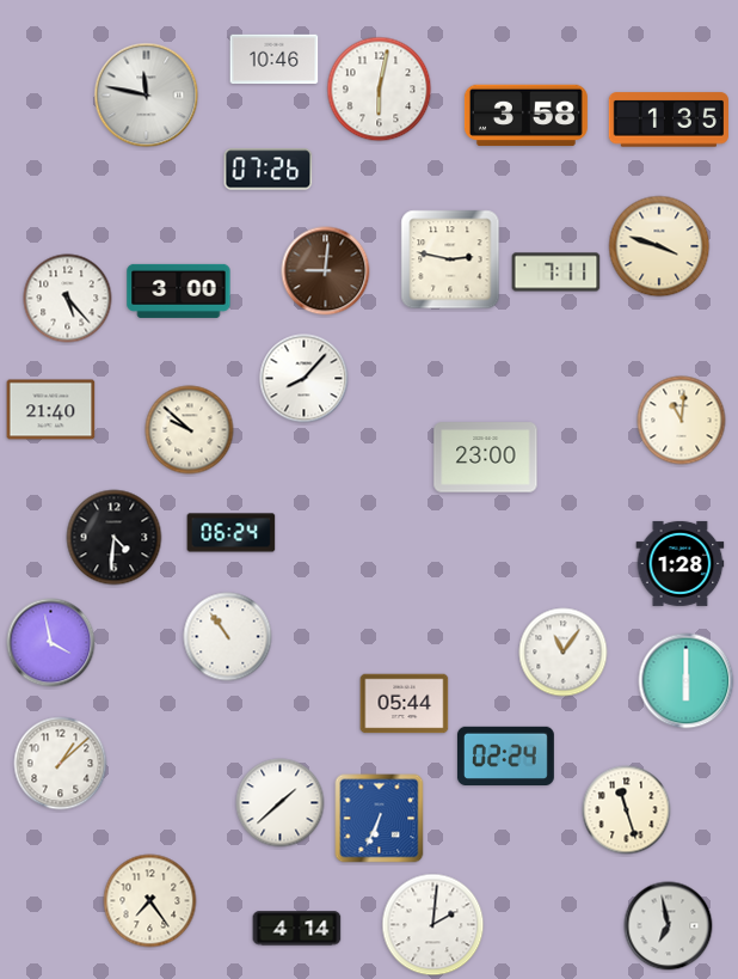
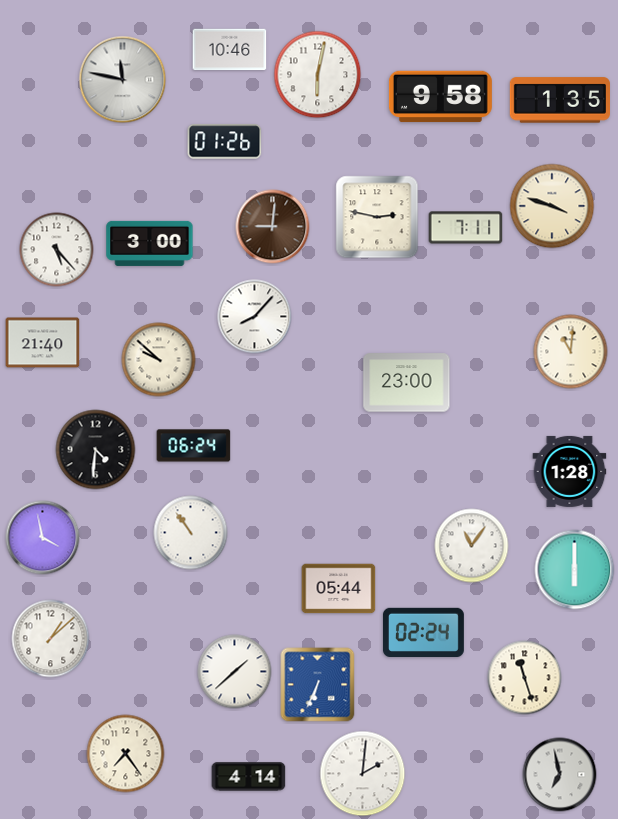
clock at (525, 116): 3:58 -> 9:58
clock at (269, 170): 07:26 -> 01:26
